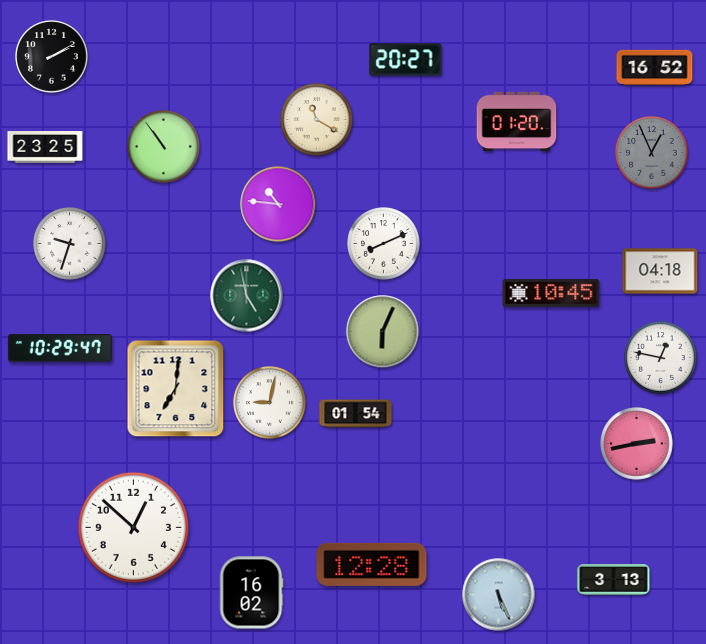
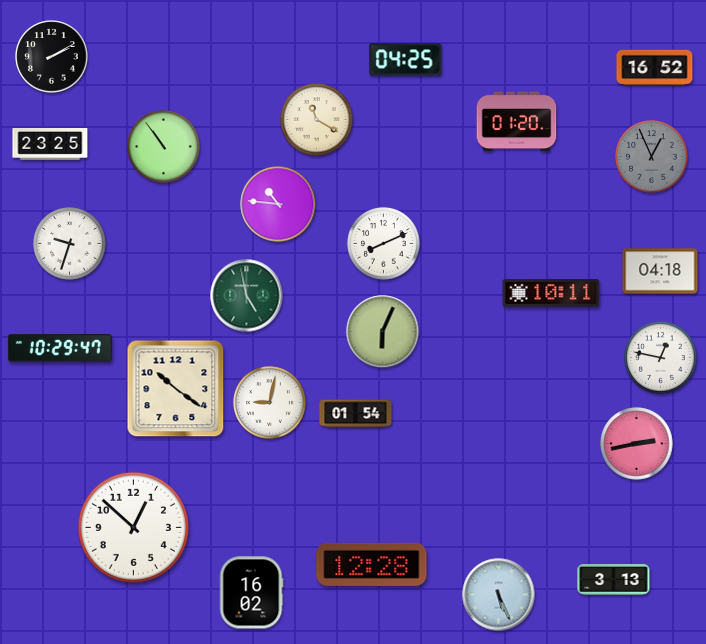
clock at (406, 60): 20:27 -> 04:25
clock at (45, 148) position: (45, 148) -> (50, 145)
clock at (652, 153) position: (652, 153) -> (652, 157)
clock at (551, 293): 10:45 -> 10:11
clock at (176, 389): 7:01 -> 10:21
